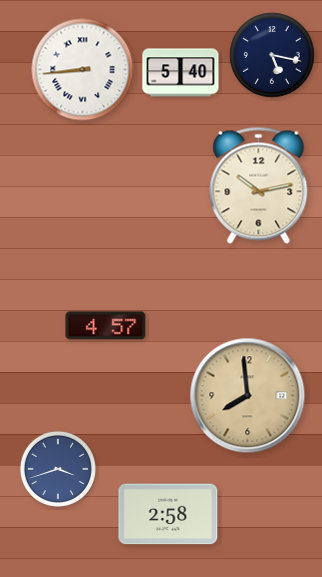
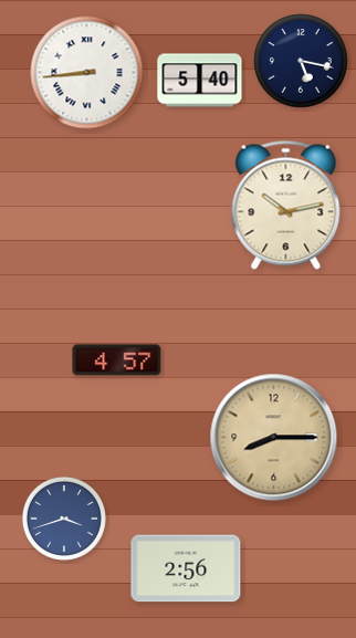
clock at (83, 70) position: (83, 70) -> (87, 73)
clock at (248, 396): 7:59 -> 8:15
clock at (168, 514): 2:58 -> 2:56
